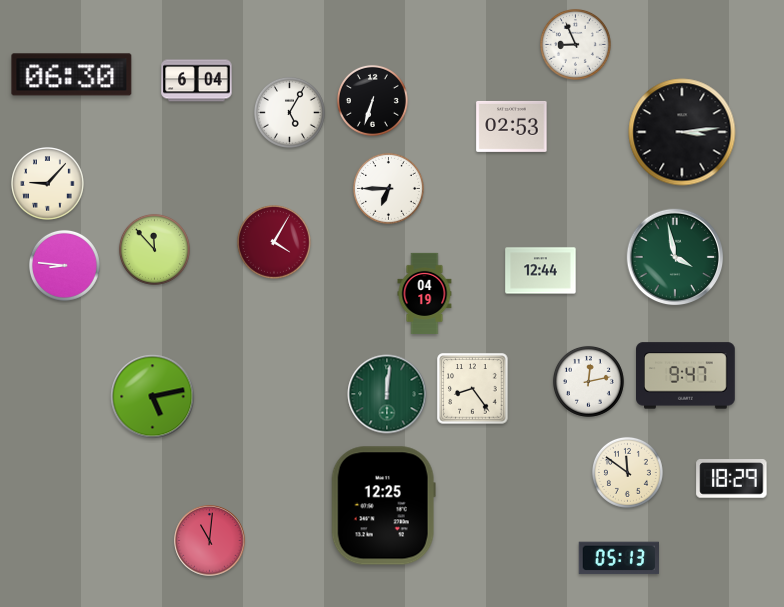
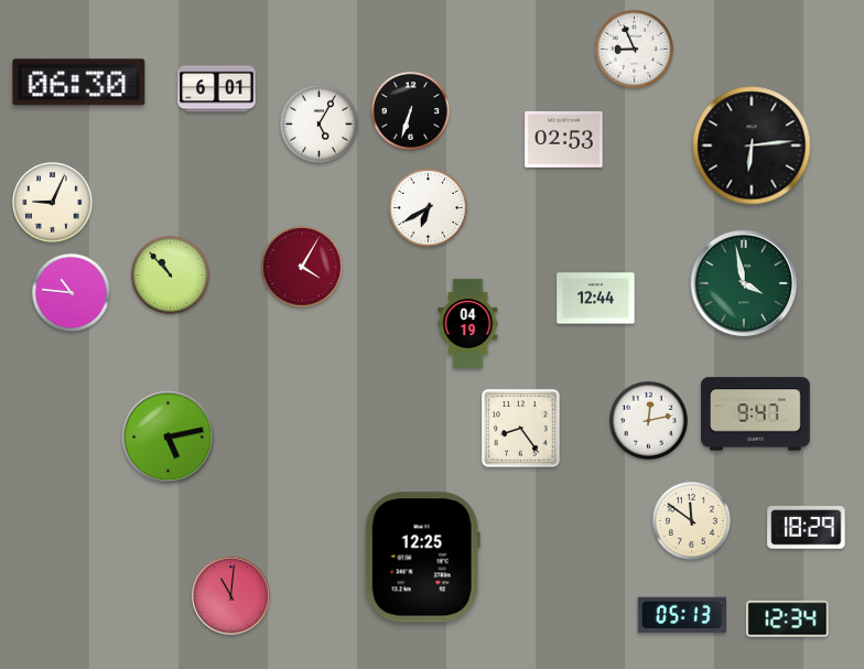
clock at (197, 81): 6:04 -> 6:01
clock at (682, 132): 3:14 -> 6:14
clock at (48, 184): 9:07 -> 9:04
clock at (388, 188): 6:45 -> 6:40
clock at (154, 249): 11:53 -> 10:53
clock at (64, 265): 8:46 -> 10:46
clock at (387, 394): 12:01 -> none
clock at (788, 619): none -> 12:34
